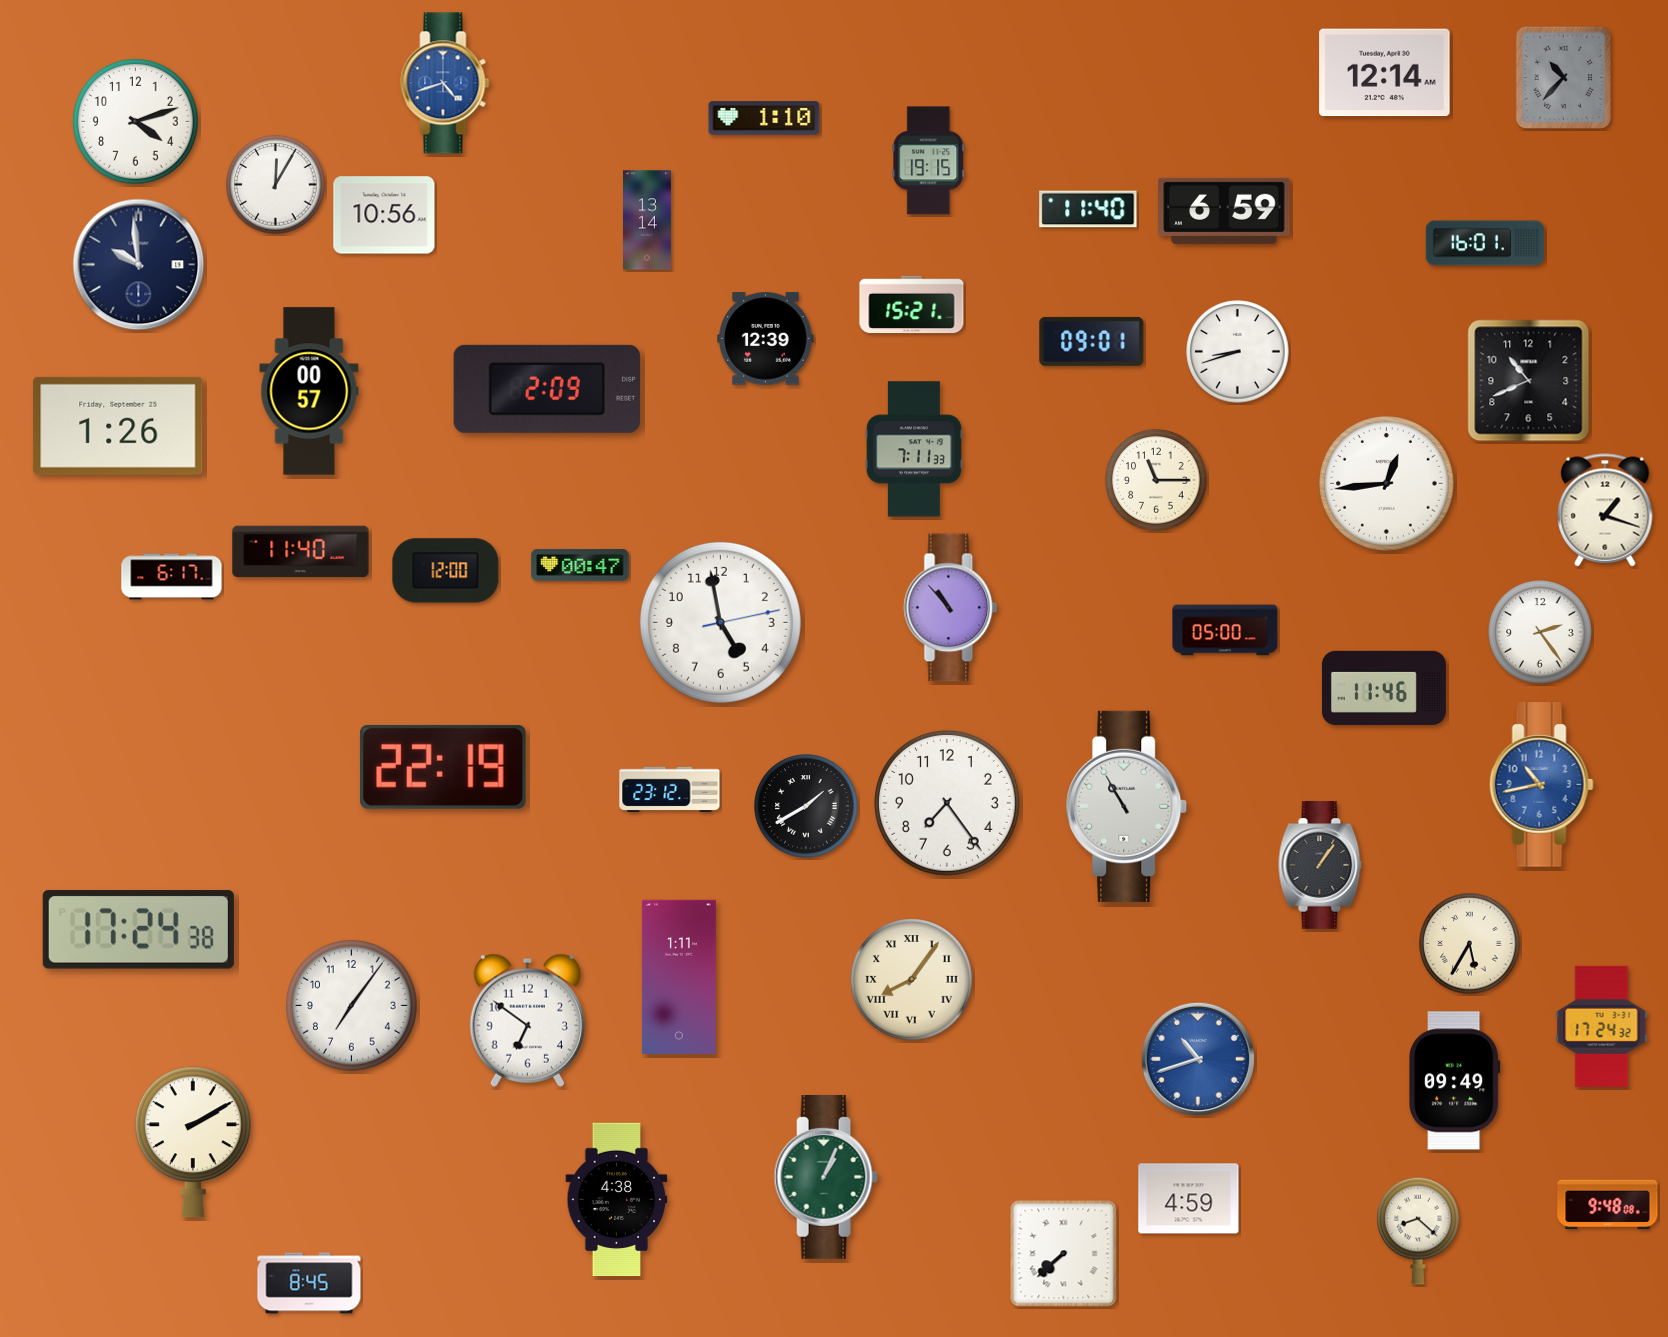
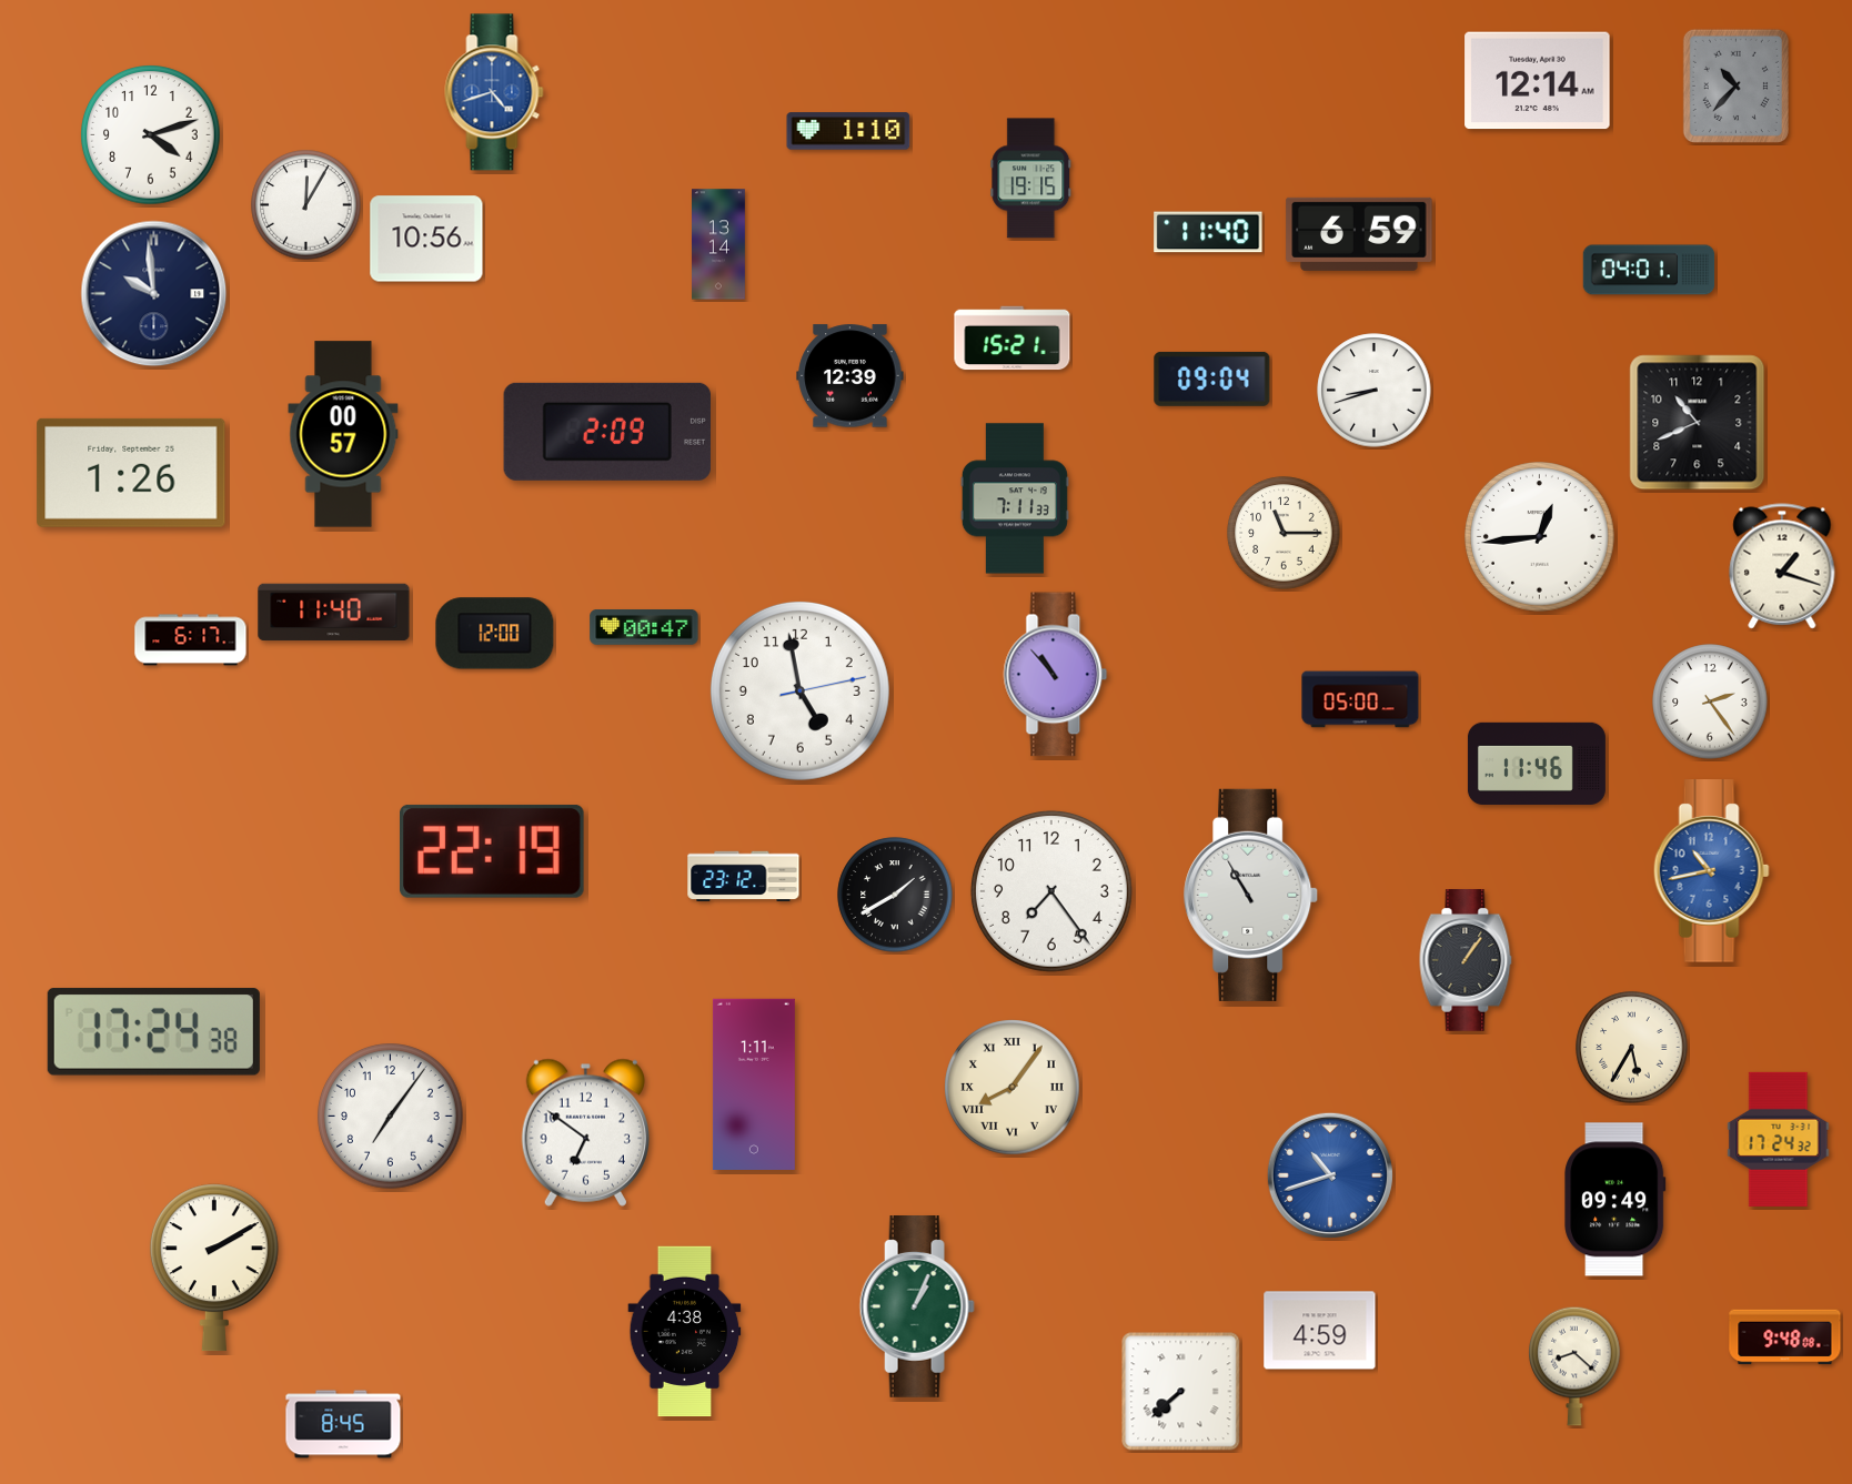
clock at (1485, 243): 16:01 -> 04:01
clock at (1092, 341): 09:01 -> 09:04
